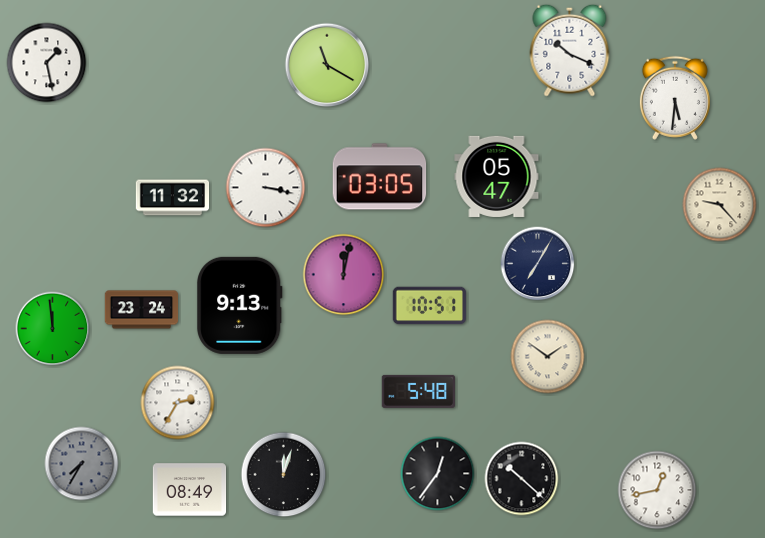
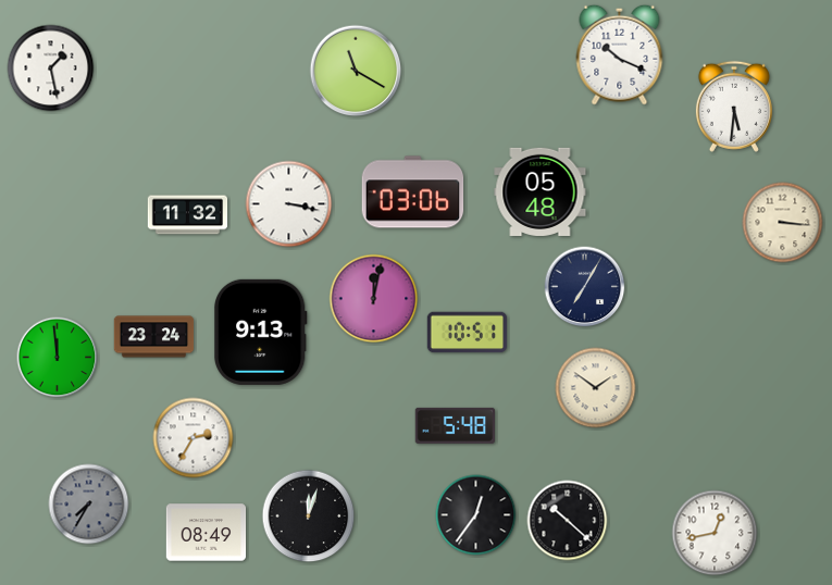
clock at (497, 176): 05:47 -> 05:48
clock at (380, 177): 03:05 -> 03:06
clock at (720, 205): 9:23 -> 3:16
